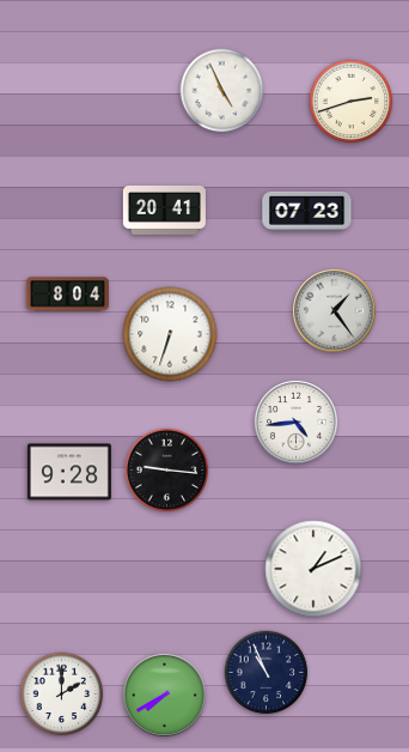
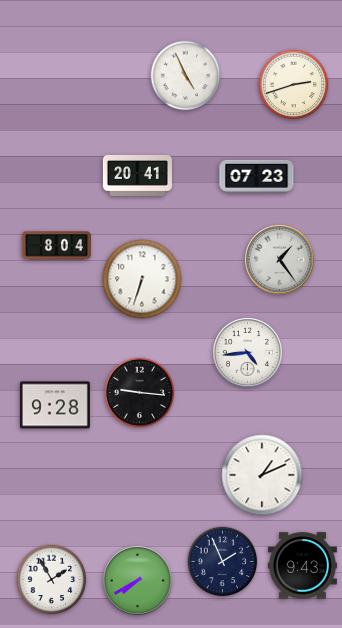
clock at (69, 472) position: (69, 472) -> (55, 405)
clock at (267, 673): 10:56 -> 1:56
clock at (302, 566): none -> 9:43
clock at (62, 695): 2:00 -> 1:55
